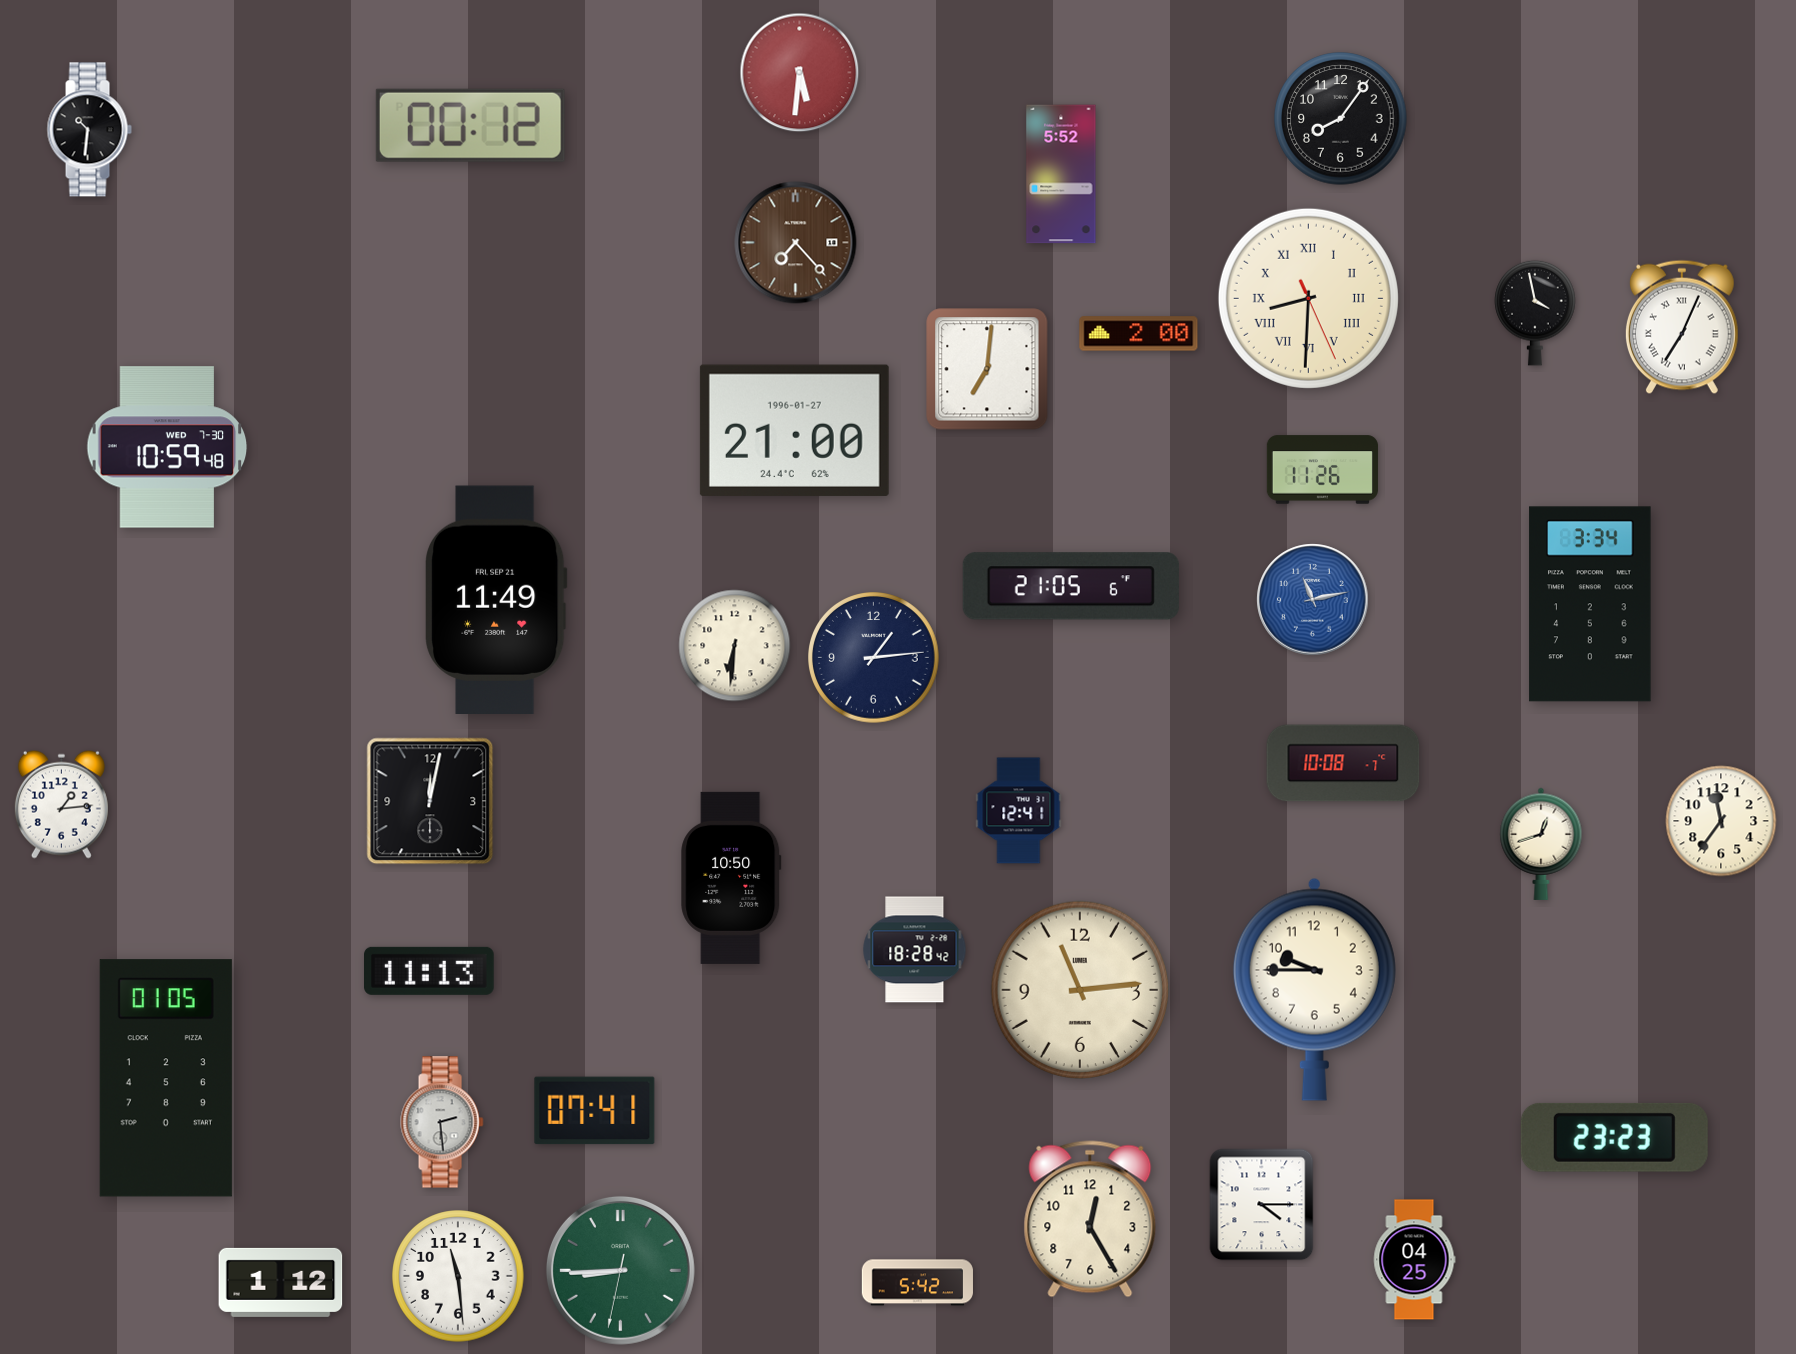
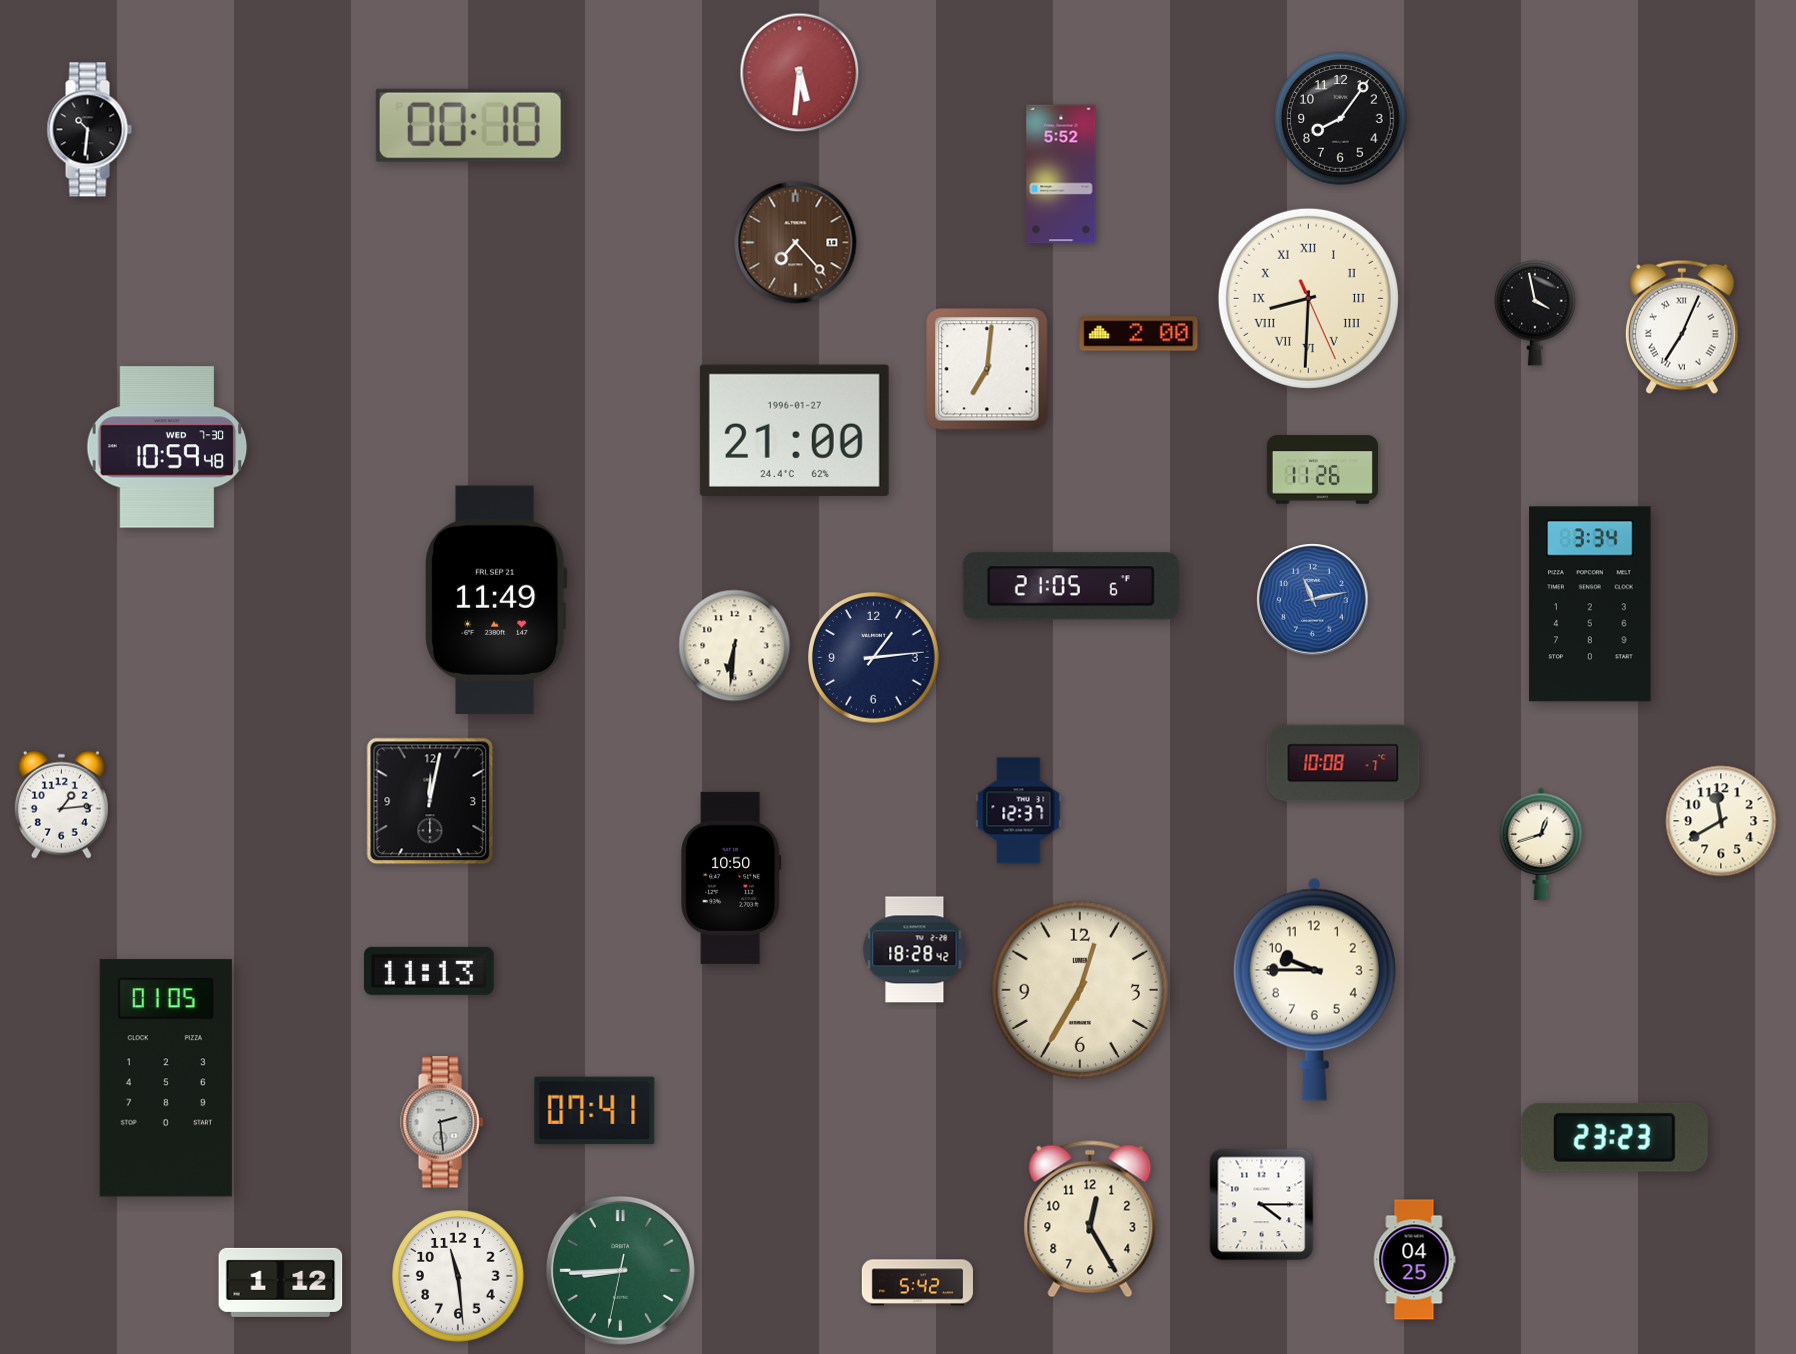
clock at (470, 125): 00:12 -> 00:10
clock at (1019, 811): 12:41 -> 12:37
clock at (1721, 821): 11:36 -> 11:40
clock at (1079, 989): 11:14 -> 12:35
